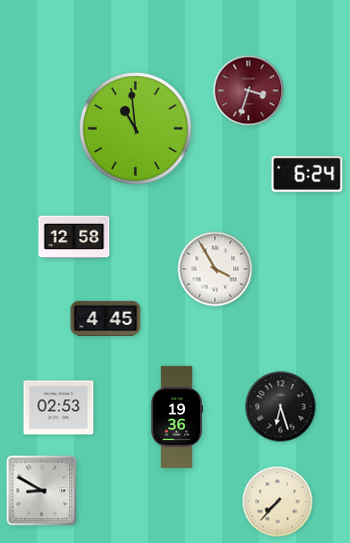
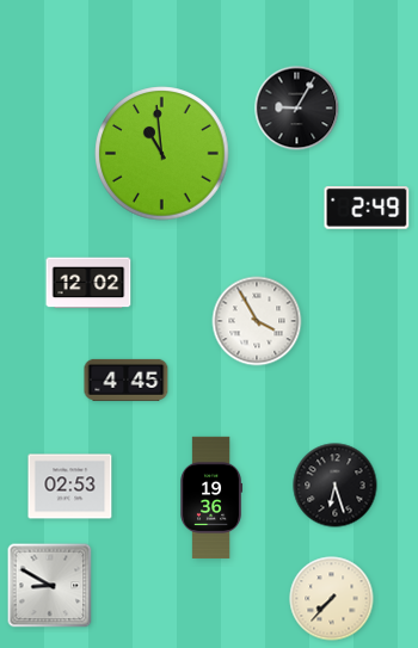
clock at (249, 91): 3:33 -> 9:05
clock at (249, 91) dial: burgundy -> black
clock at (307, 174): 6:24 -> 2:49
clock at (74, 237): 12:58 -> 12:02
